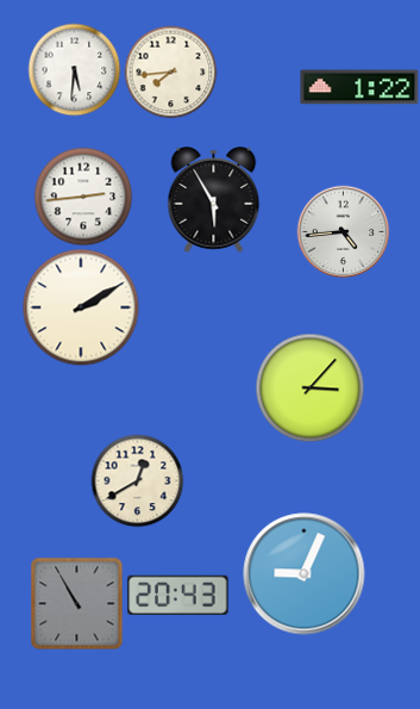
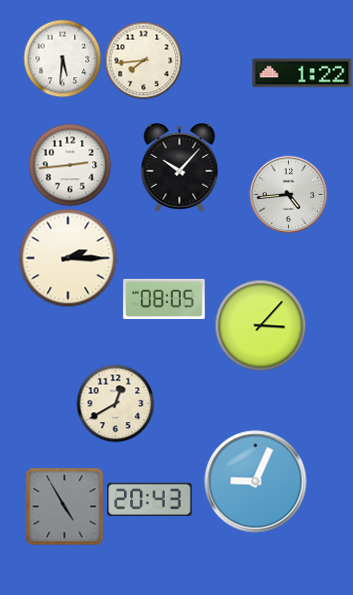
clock at (214, 200): 5:55 -> 10:07
clock at (81, 307): 2:10 -> 2:15
clock at (164, 299): none -> 08:05
clock at (76, 603): 10:55 -> 4:55
